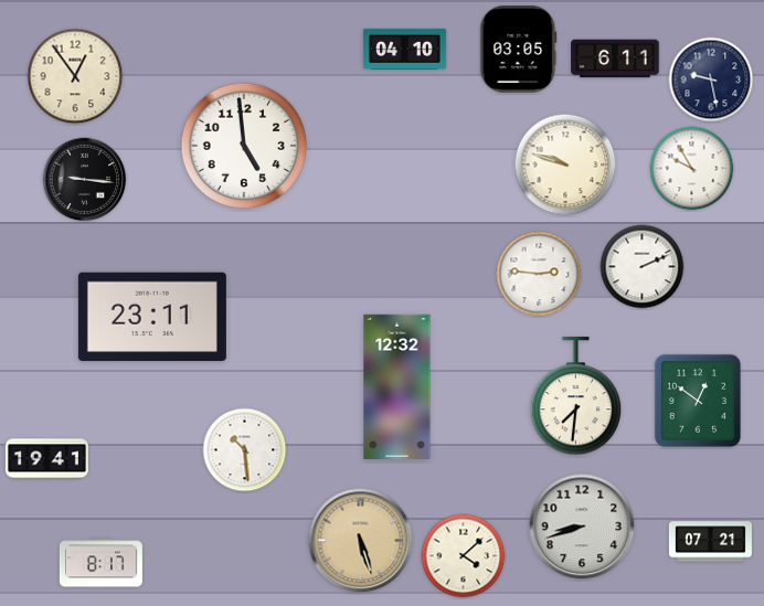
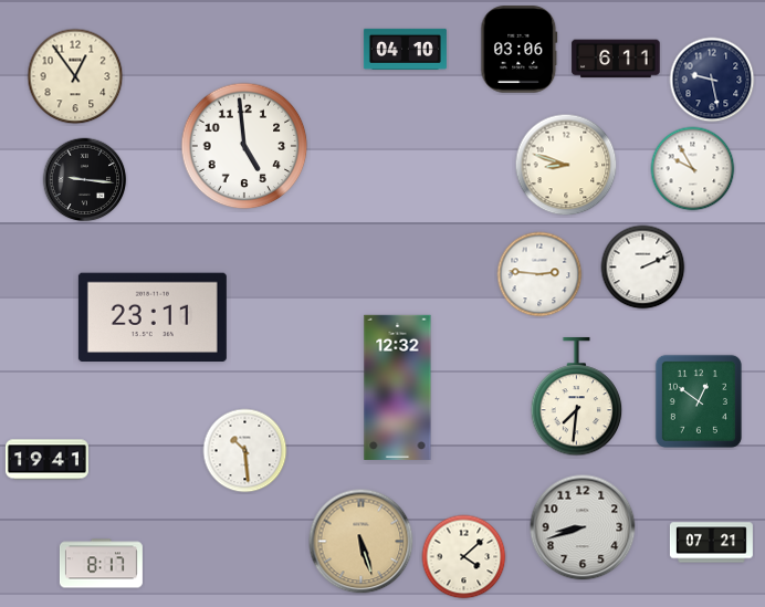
clock at (519, 50): 03:05 -> 03:06
clock at (565, 164): 9:48 -> 8:48
